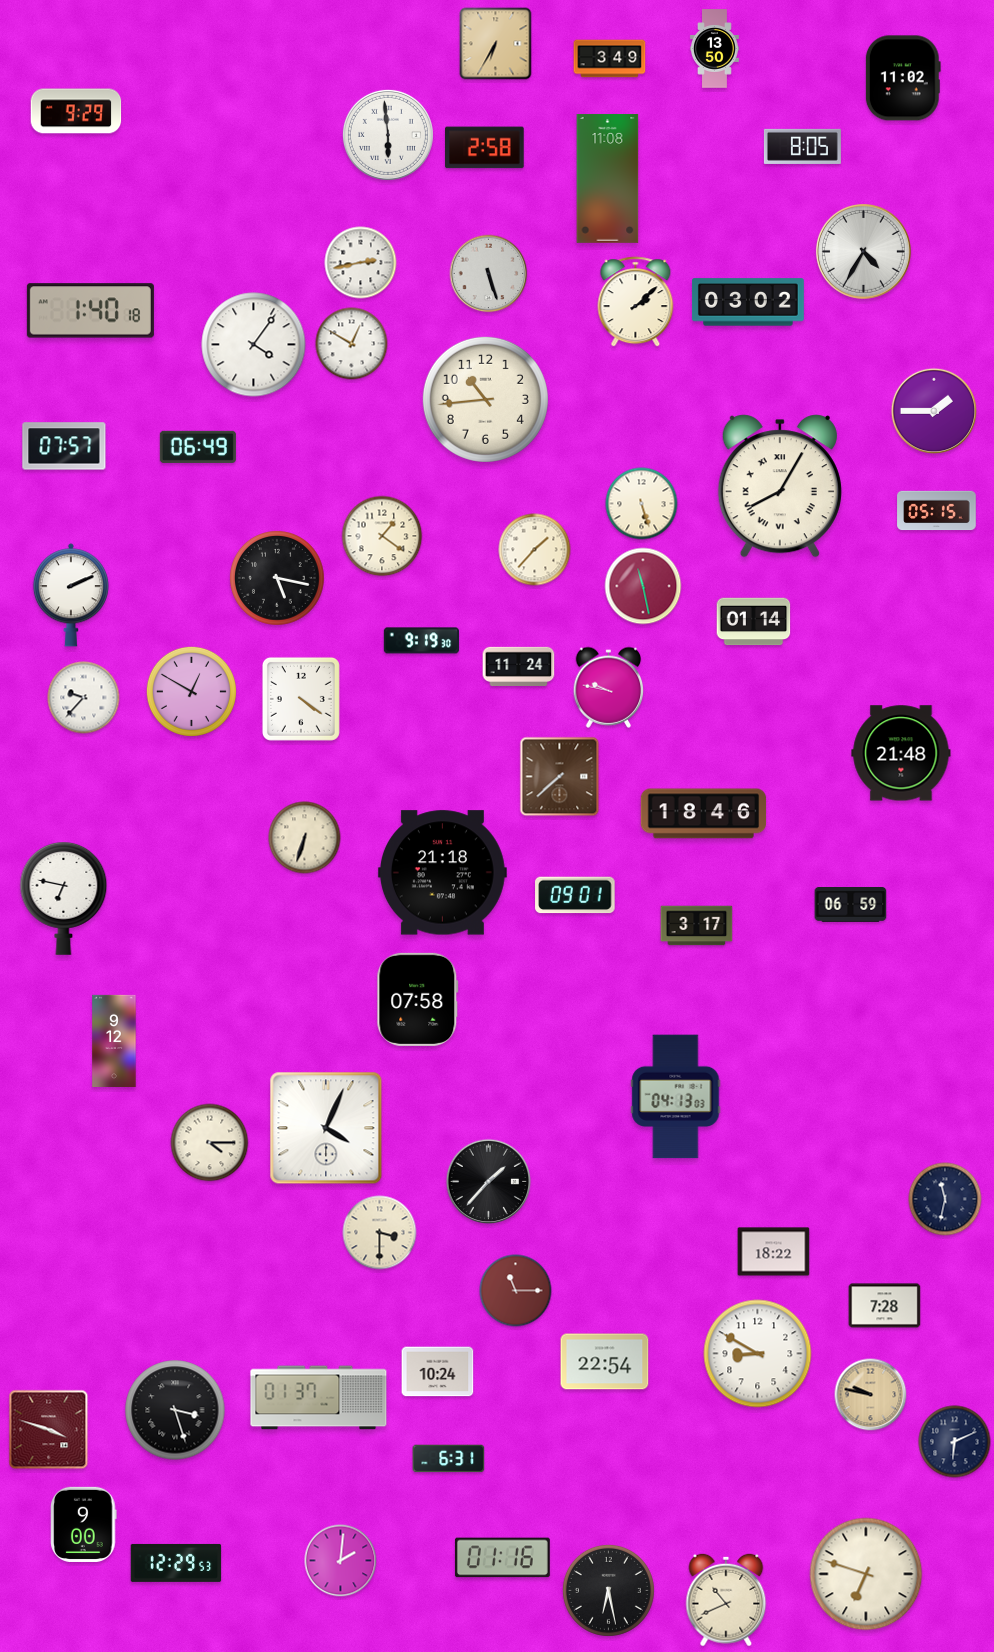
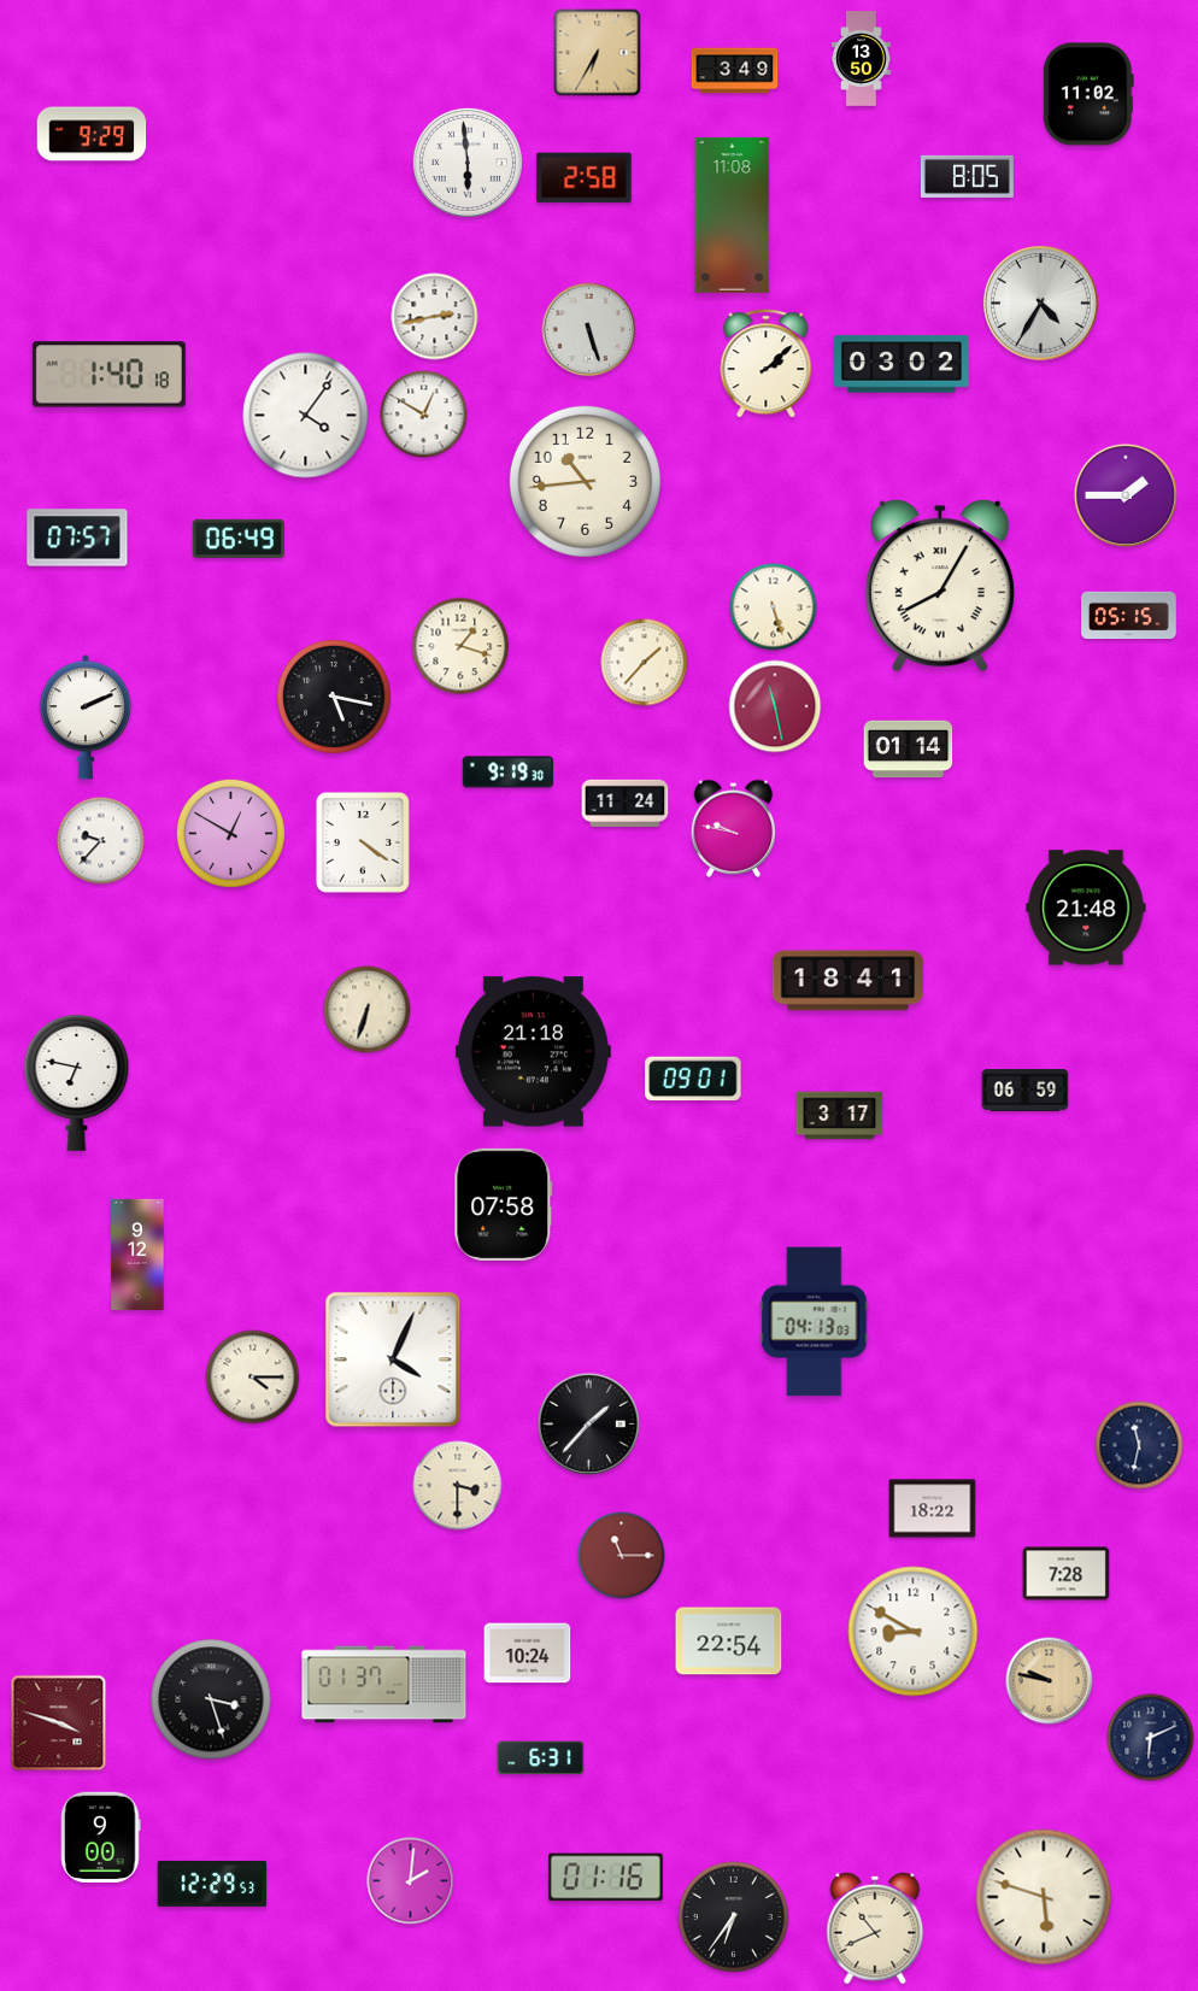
clock at (382, 536): 1:21 -> 1:18
clock at (560, 777): 7:38 -> none
clock at (704, 814): 18:46 -> 18:41
clock at (866, 1574): 6:48 -> 5:48
clock at (608, 1590): 6:28 -> 6:36
